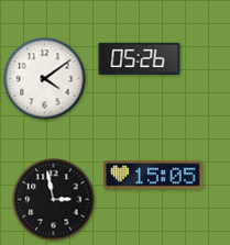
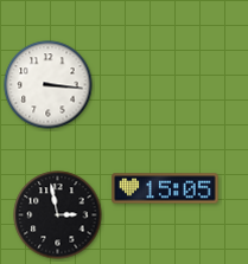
clock at (140, 58): 05:26 -> none
clock at (45, 79): 4:09 -> 3:16
